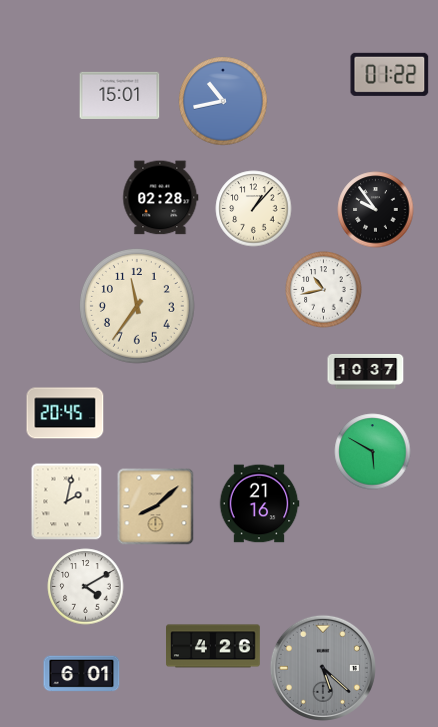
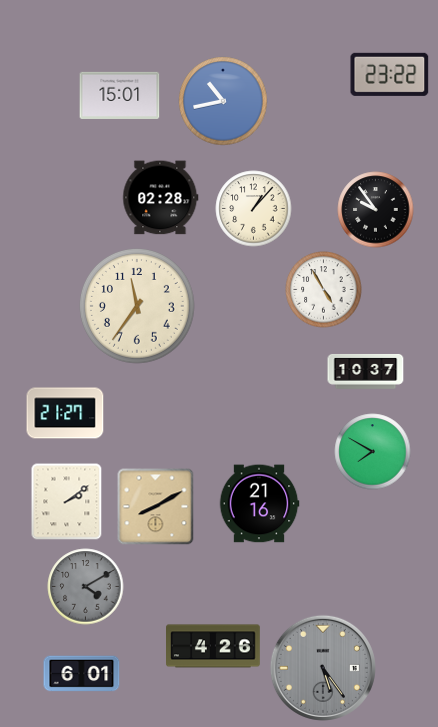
clock at (390, 74): 01:22 -> 23:22
clock at (324, 290): 10:43 -> 4:55
clock at (65, 413): 20:45 -> 21:27
clock at (373, 452): 5:50 -> 7:50
clock at (67, 501): 2:02 -> 2:09
clock at (156, 507): 8:08 -> 8:10
clock at (86, 587) dial: white -> grey
clock at (323, 668): 5:22 -> 5:24
